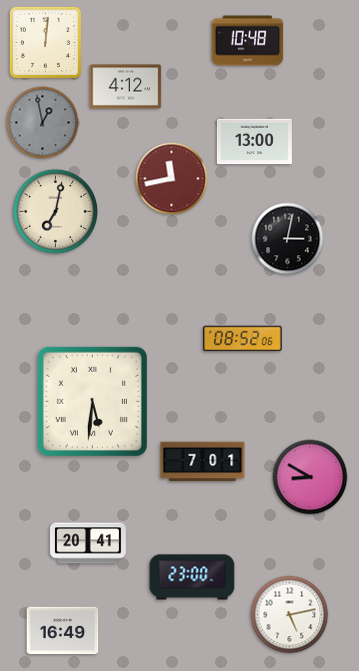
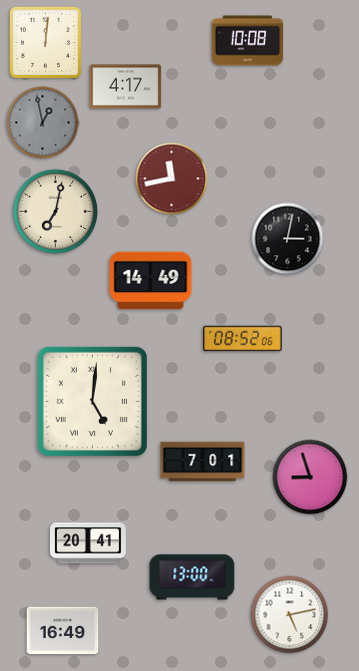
clock at (248, 41): 10:48 -> 10:08
clock at (126, 87): 4:12 -> 4:17
clock at (254, 142): 13:00 -> none
clock at (151, 281): none -> 14:49
clock at (92, 401): 5:31 -> 5:01
clock at (310, 477): 8:50 -> 8:57
clock at (192, 577): 23:00 -> 13:00
